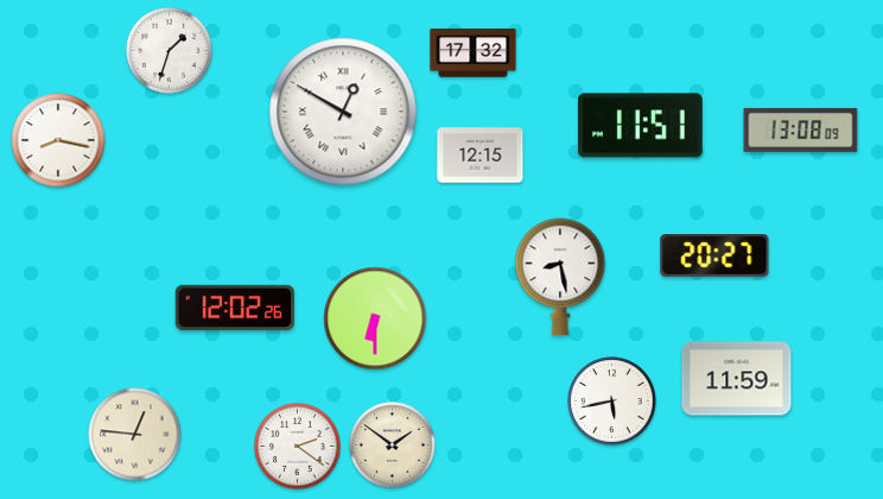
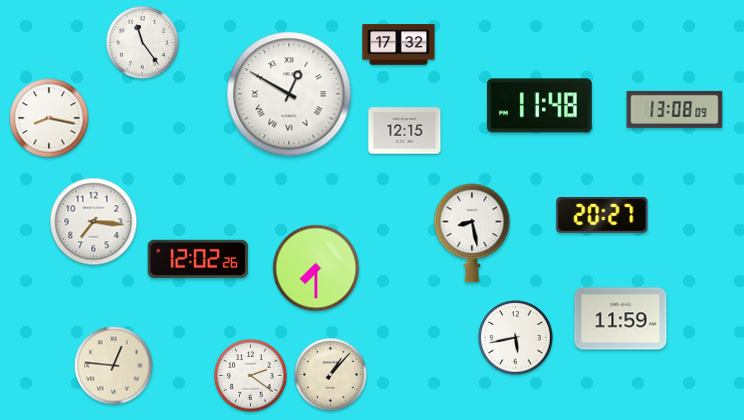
clock at (170, 51): 1:33 -> 11:24
clock at (641, 126): 11:51 -> 11:48
clock at (94, 222): none -> 7:16
clock at (375, 318): 6:30 -> 7:30
clock at (393, 446): 1:51 -> 1:07
